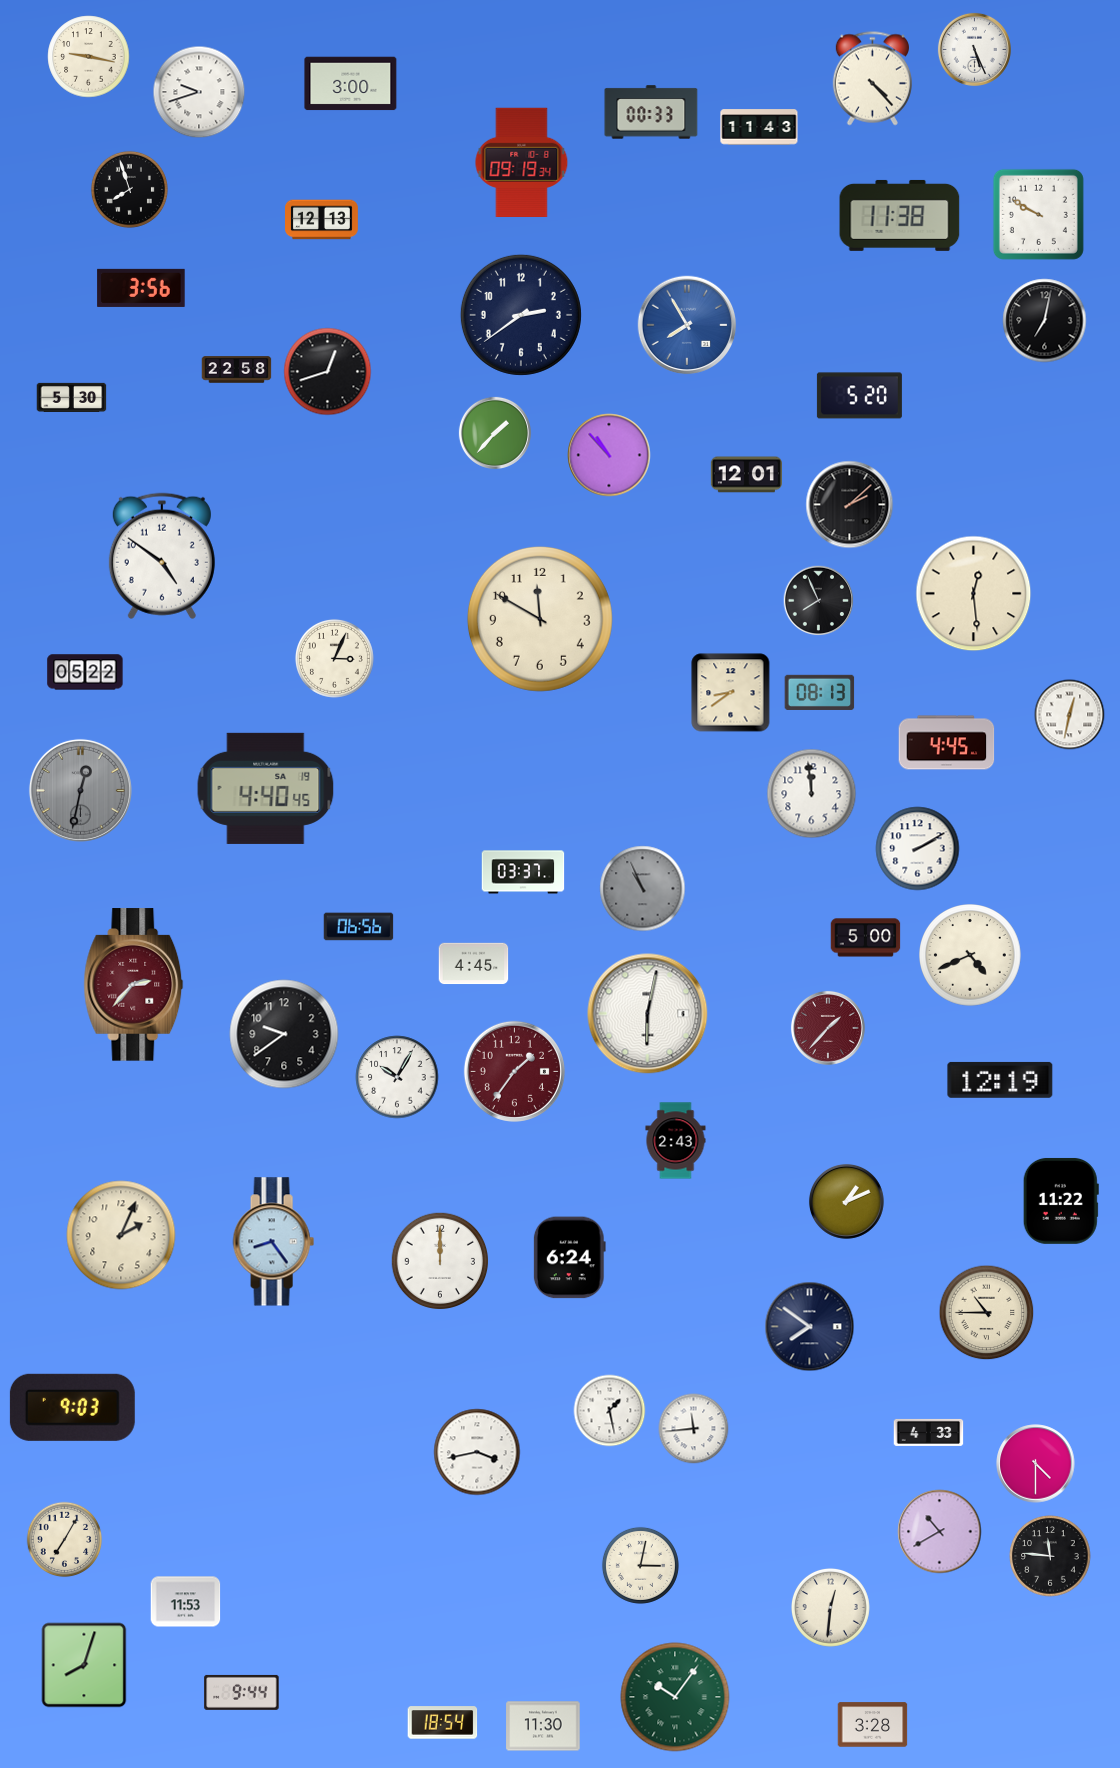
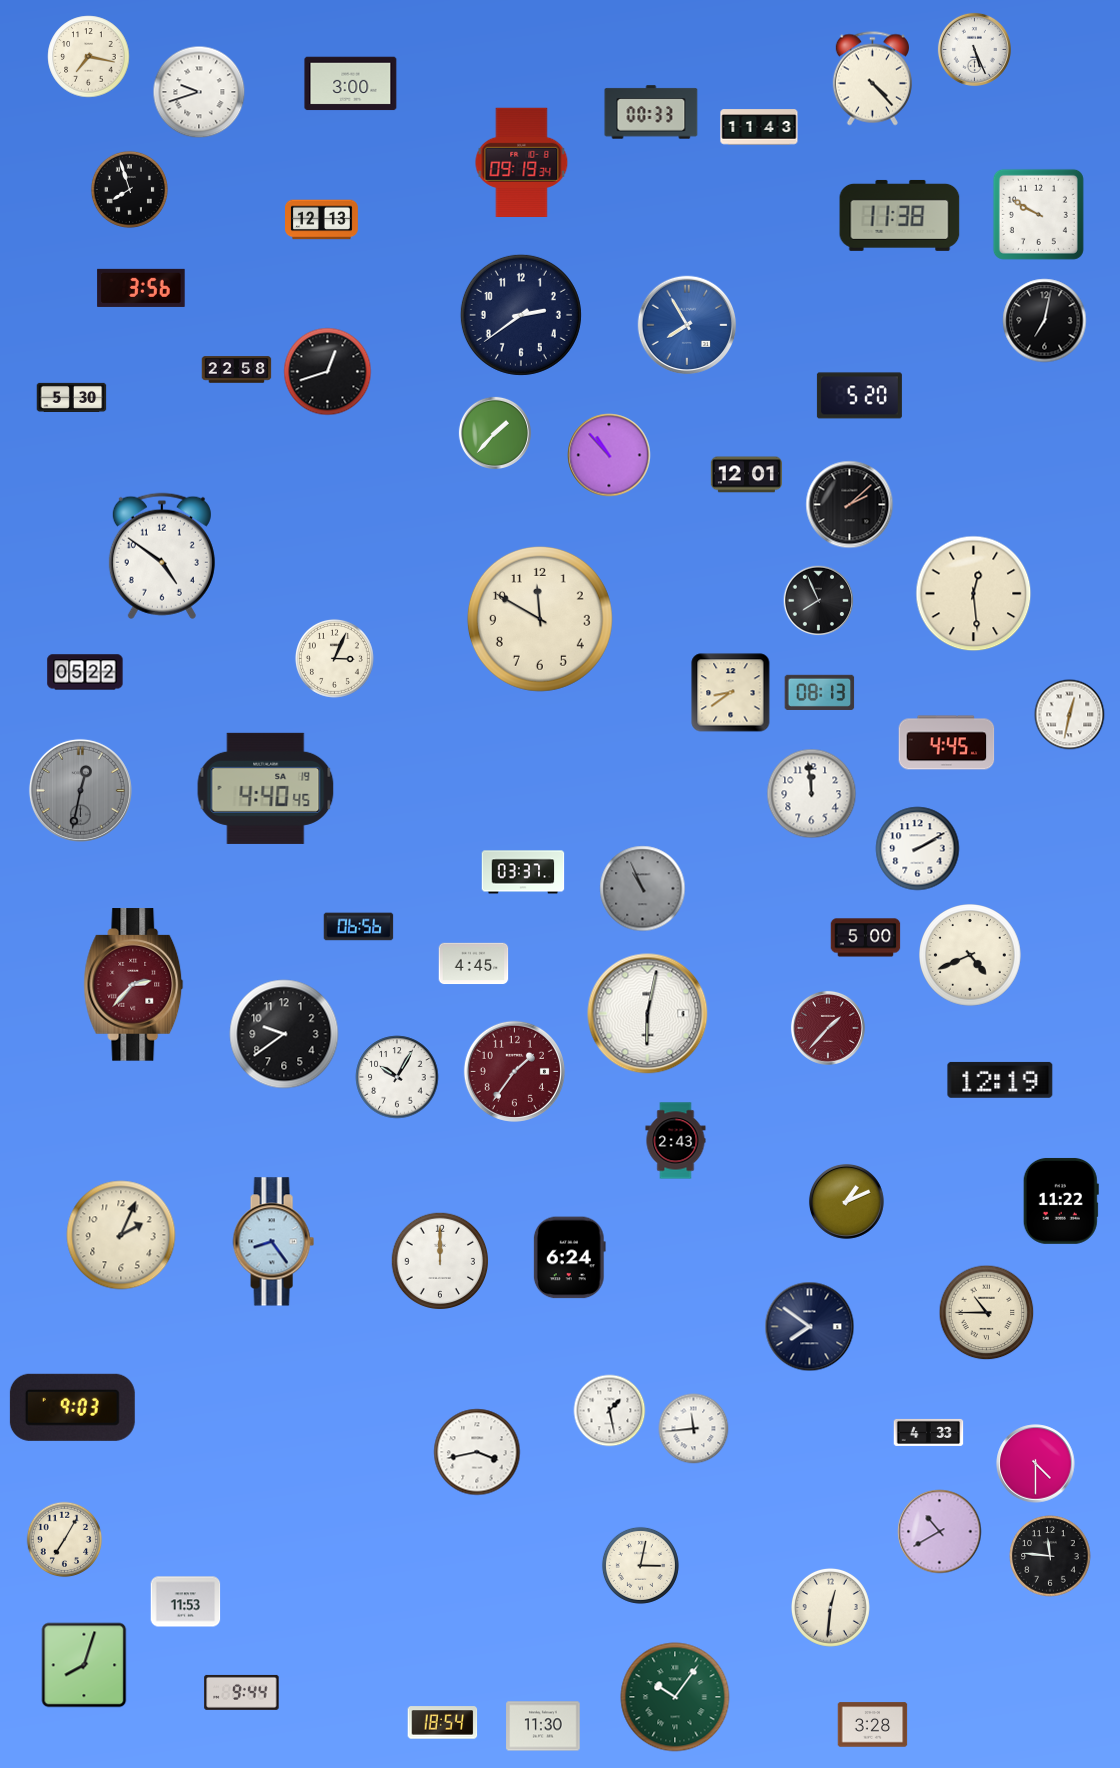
clock at (89, 57): 9:17 -> 7:17
